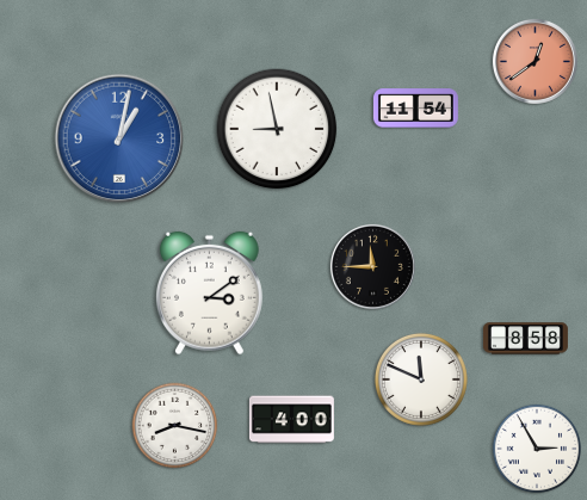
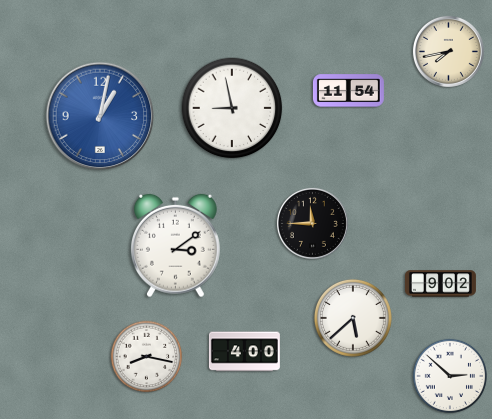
clock at (535, 61): 12:39 -> 7:43
clock at (535, 61) dial: salmon -> cream
clock at (525, 339): 8:58 -> 9:02
clock at (421, 379): 11:49 -> 5:38
clock at (536, 447): 2:55 -> 2:52
